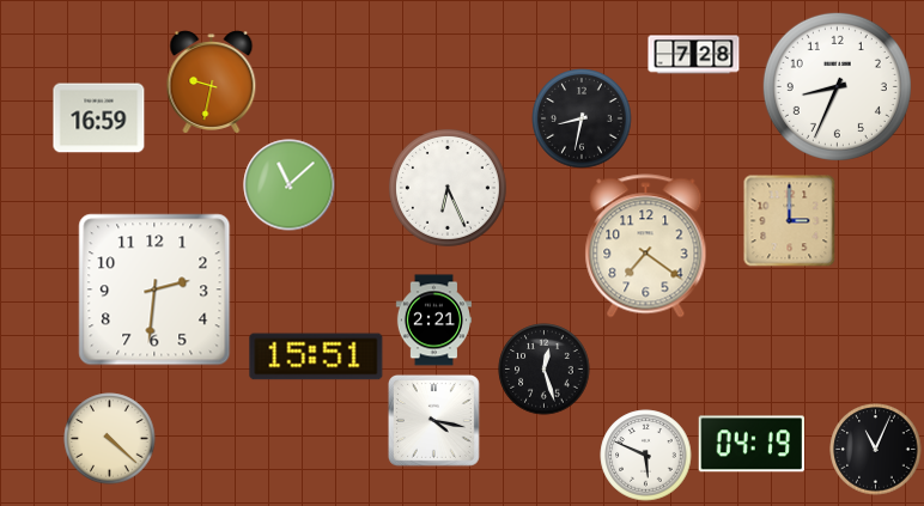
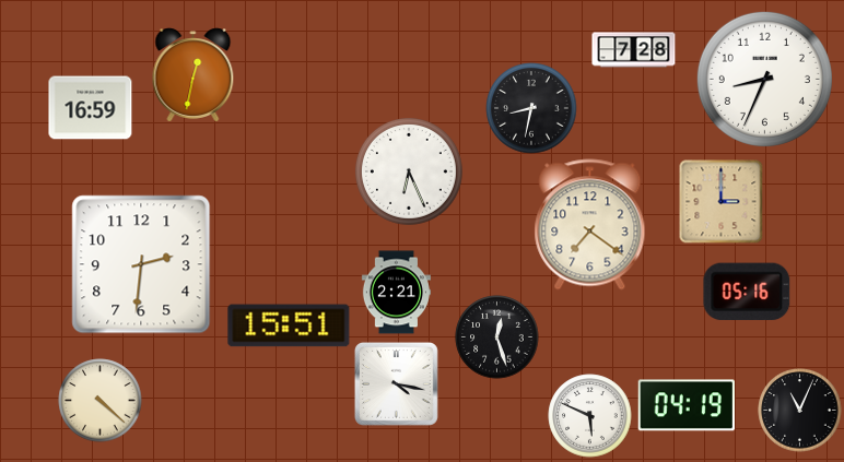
clock at (212, 83): 9:32 -> 12:32
clock at (290, 185): 11:08 -> none
clock at (747, 292): none -> 05:16
